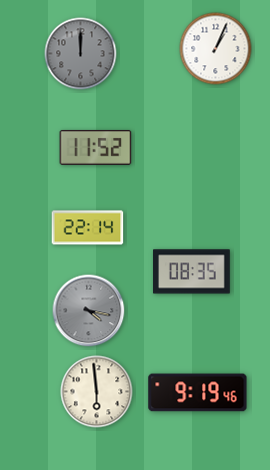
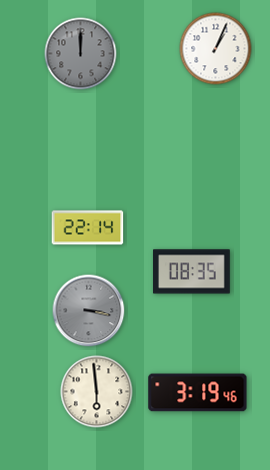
clock at (96, 148): 11:52 -> none
clock at (89, 311): 4:17 -> 3:17
clock at (198, 393): 9:19 -> 3:19
